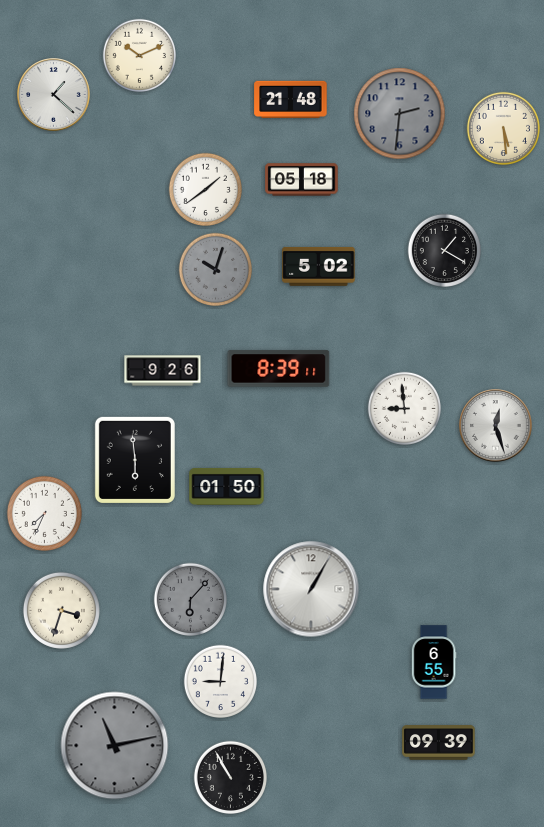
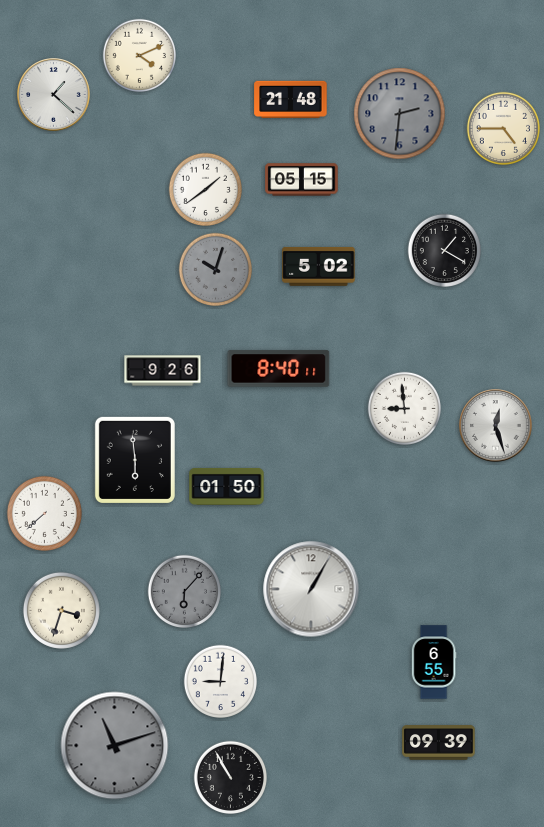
clock at (139, 55): 10:11 -> 4:11
clock at (503, 128): 5:29 -> 4:45
clock at (302, 180): 05:18 -> 05:15
clock at (279, 369): 8:39 -> 8:40
clock at (44, 513): 7:34 -> 7:38
clock at (190, 599) position: (190, 599) -> (184, 591)
clock at (115, 746): 11:13 -> 11:12
